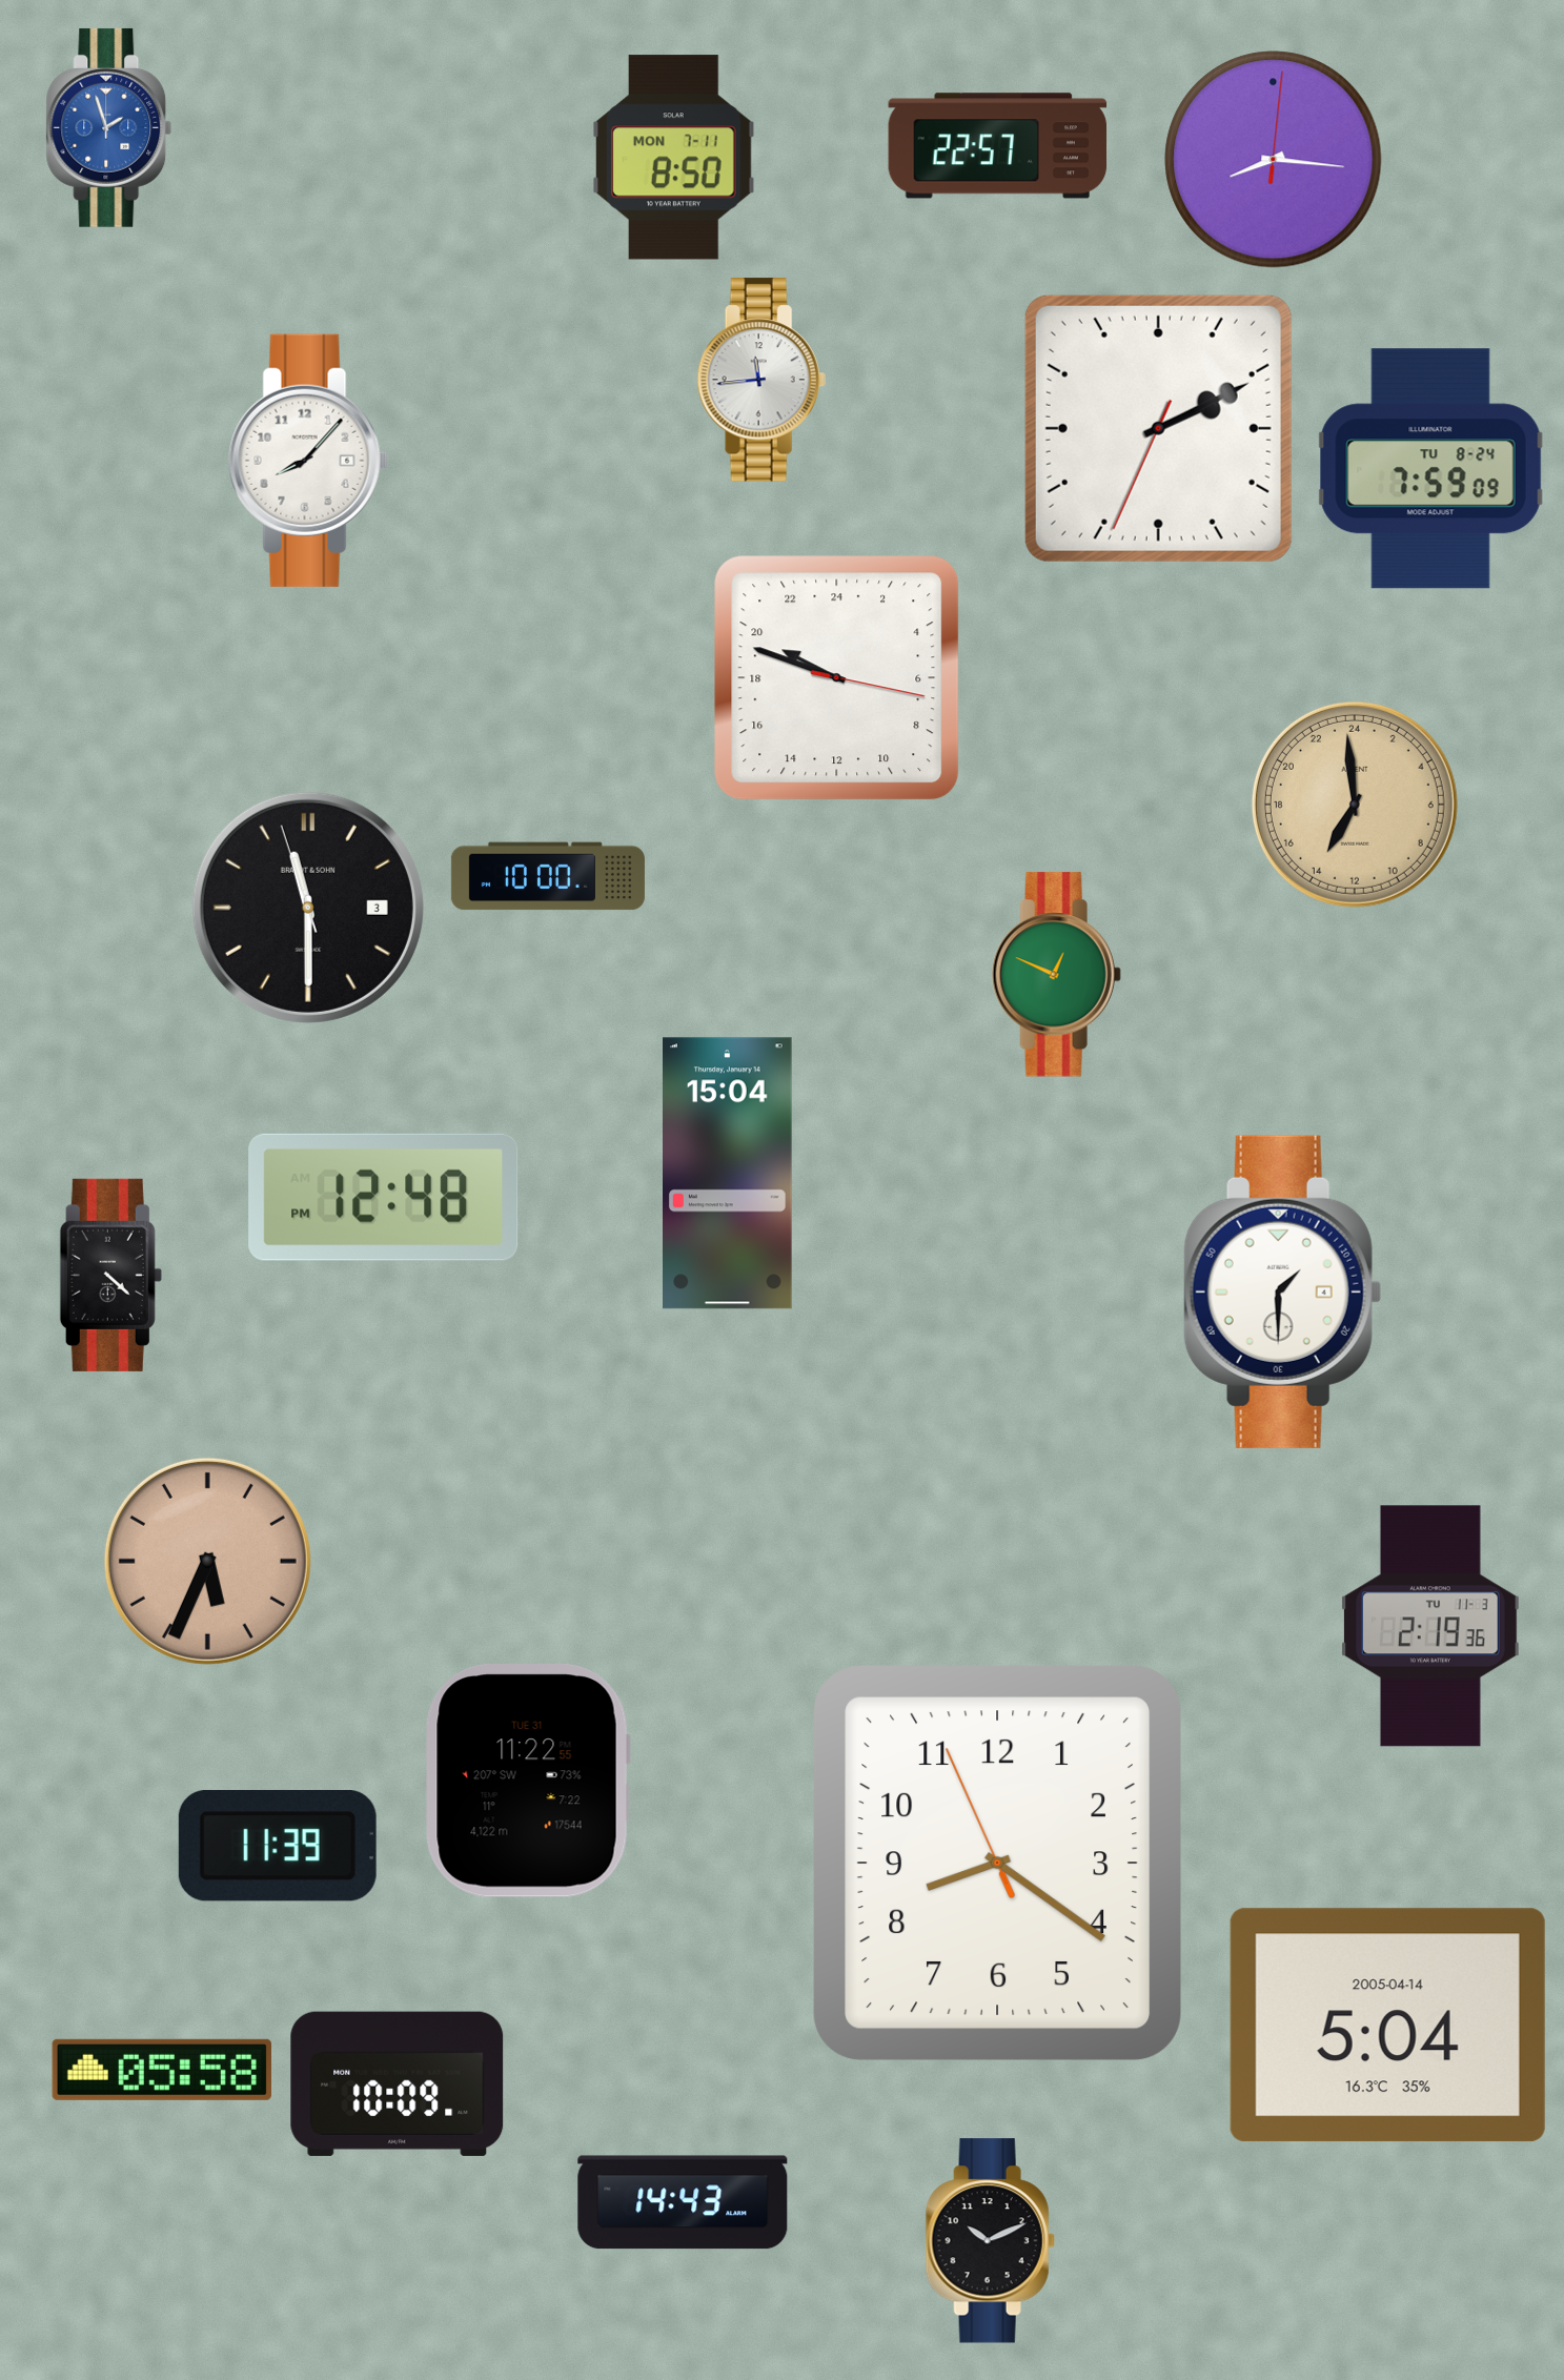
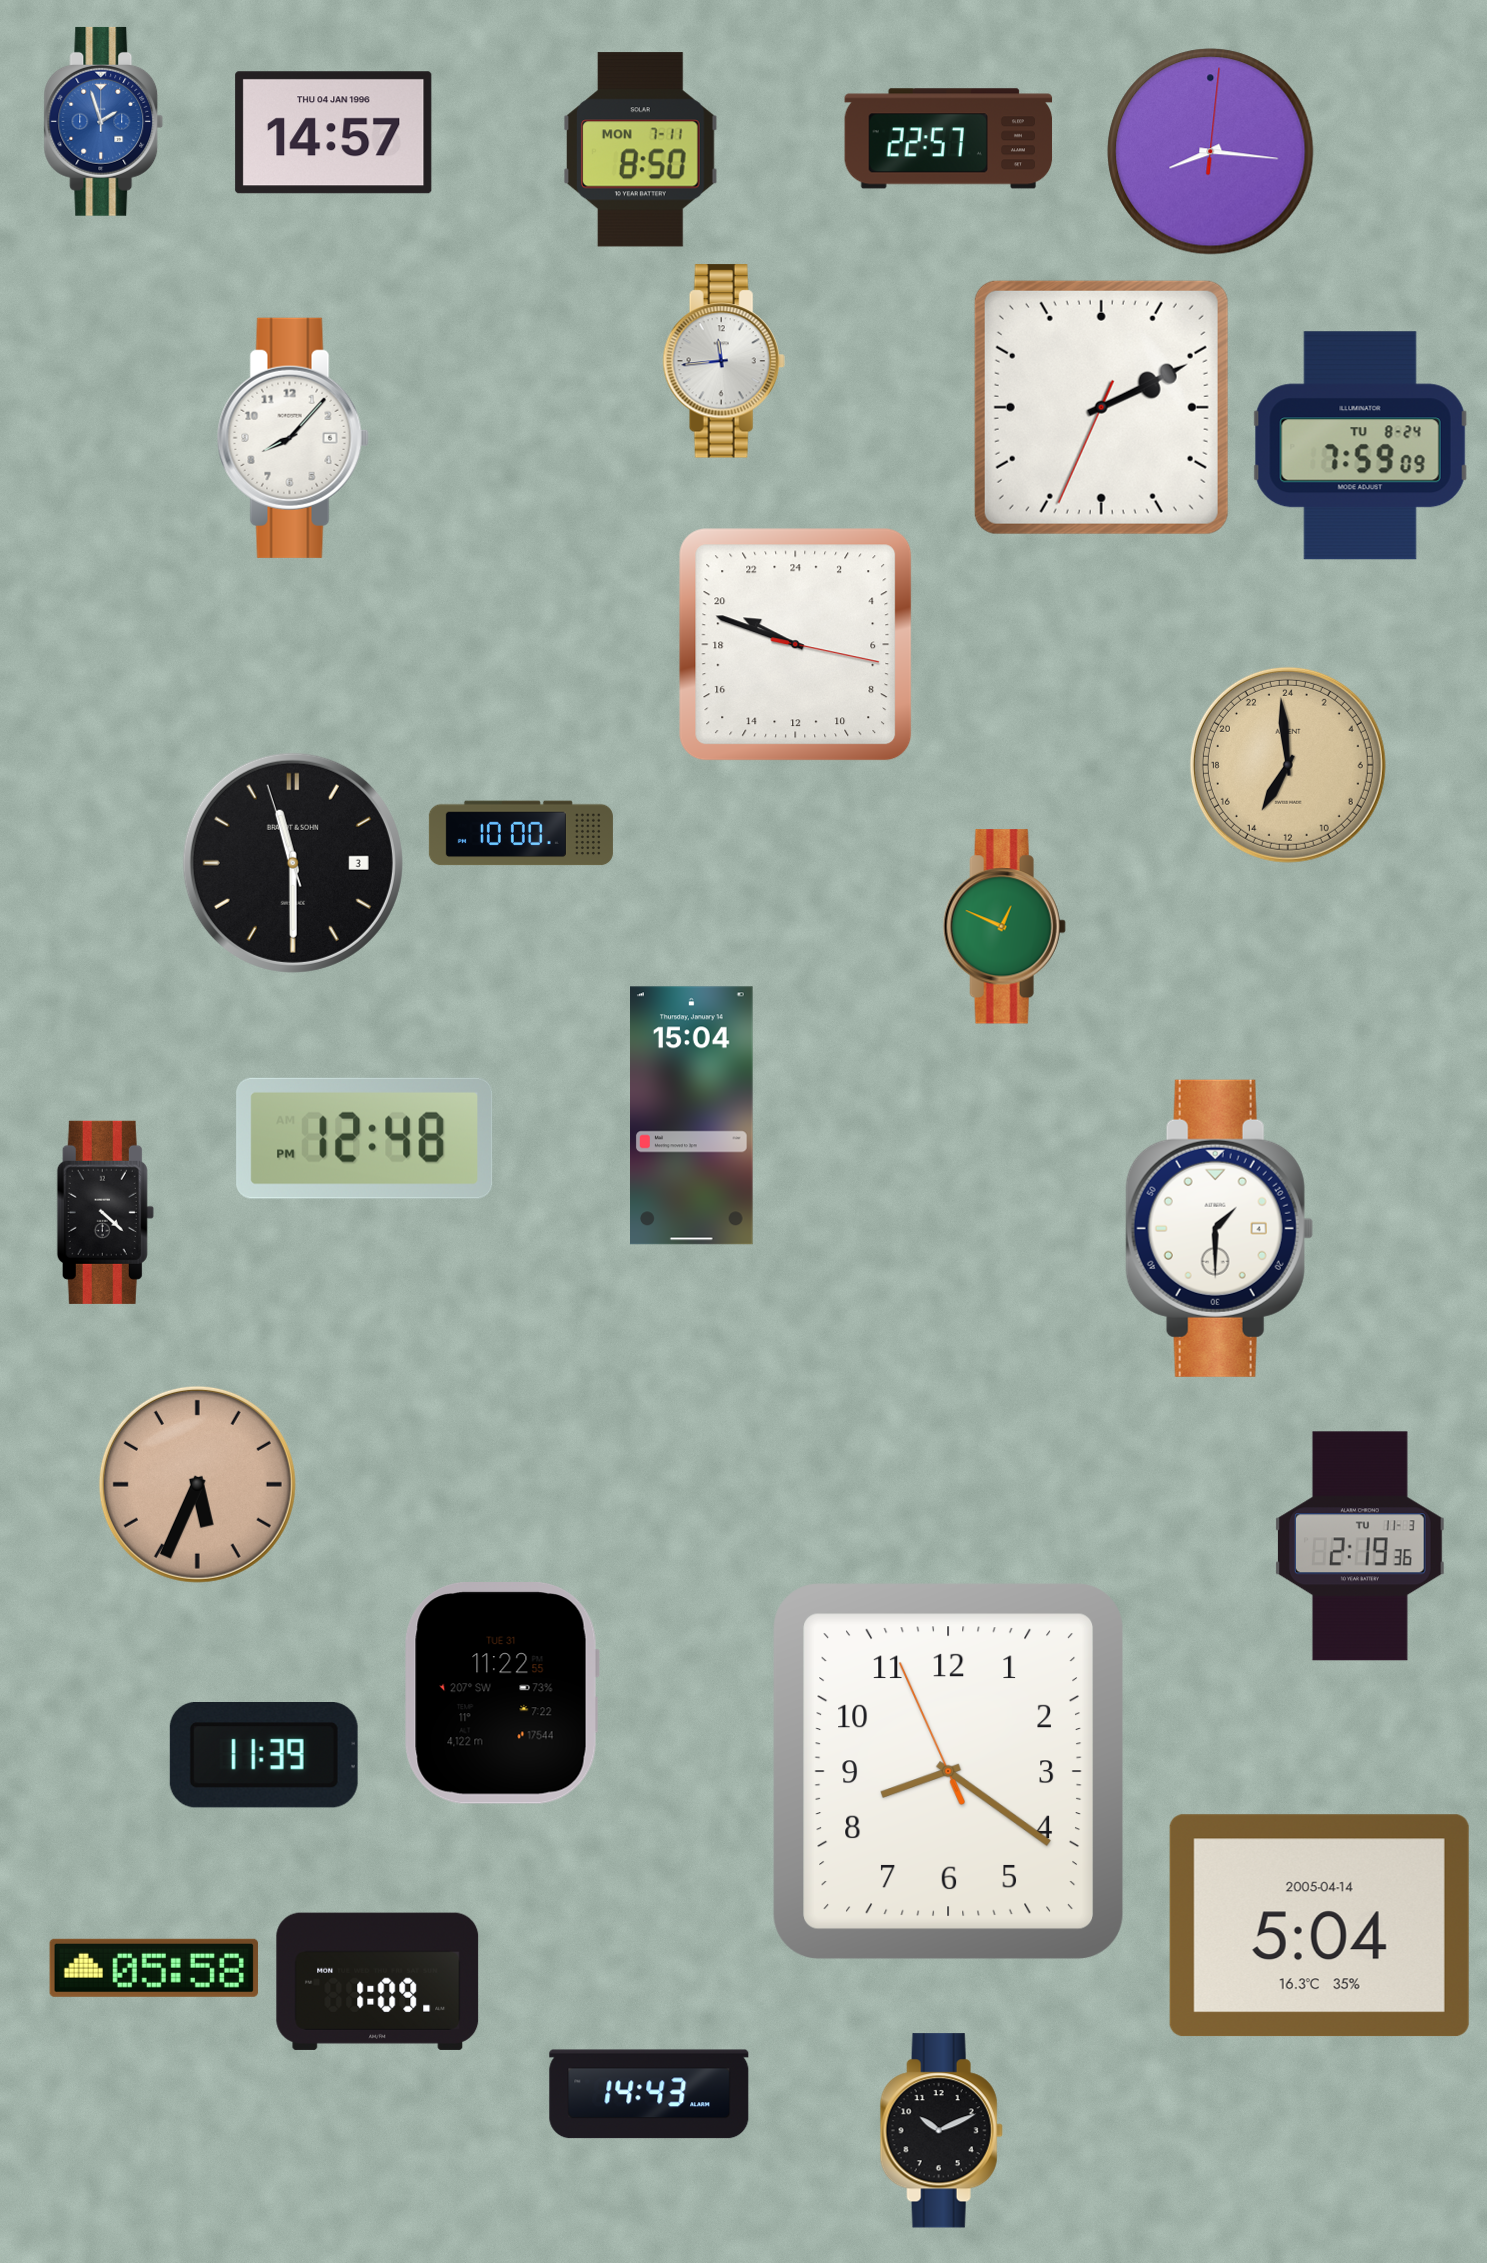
clock at (334, 133): none -> 14:57
clock at (398, 2083): 10:09 -> 1:09
